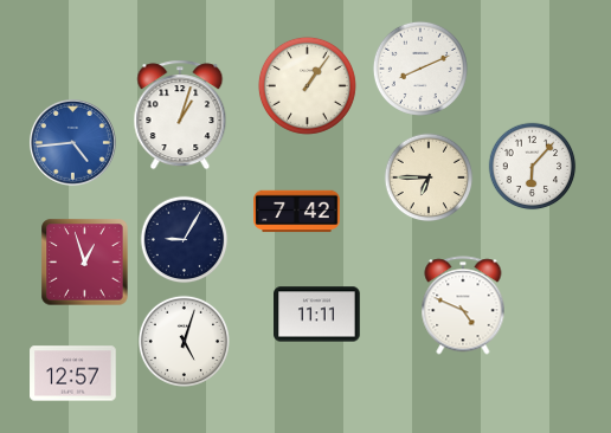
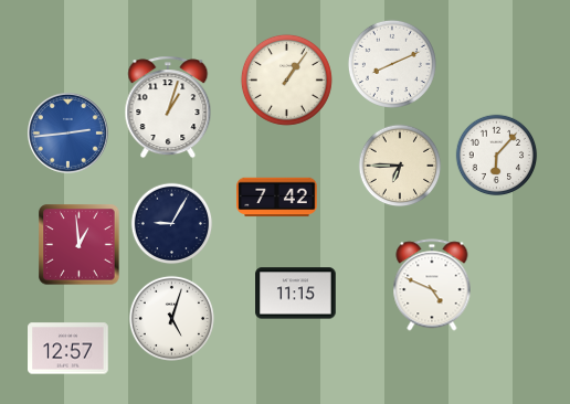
clock at (72, 142): 4:44 -> 2:44
clock at (85, 263): 12:57 -> 12:59
clock at (317, 315): 11:11 -> 11:15
